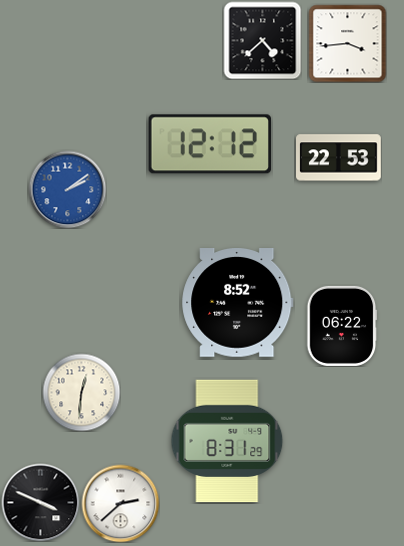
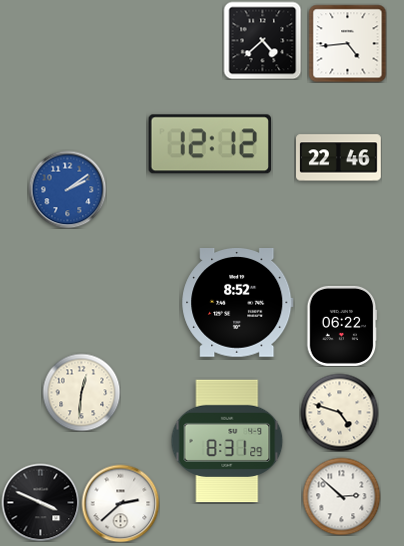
clock at (347, 43): 3:44 -> 4:44
clock at (339, 158): 22:53 -> 22:46
clock at (339, 412): none -> 4:48
clock at (341, 496): none -> 2:52
